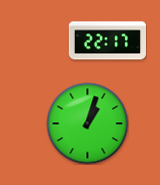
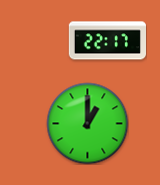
clock at (87, 123): 1:03 -> 1:00
